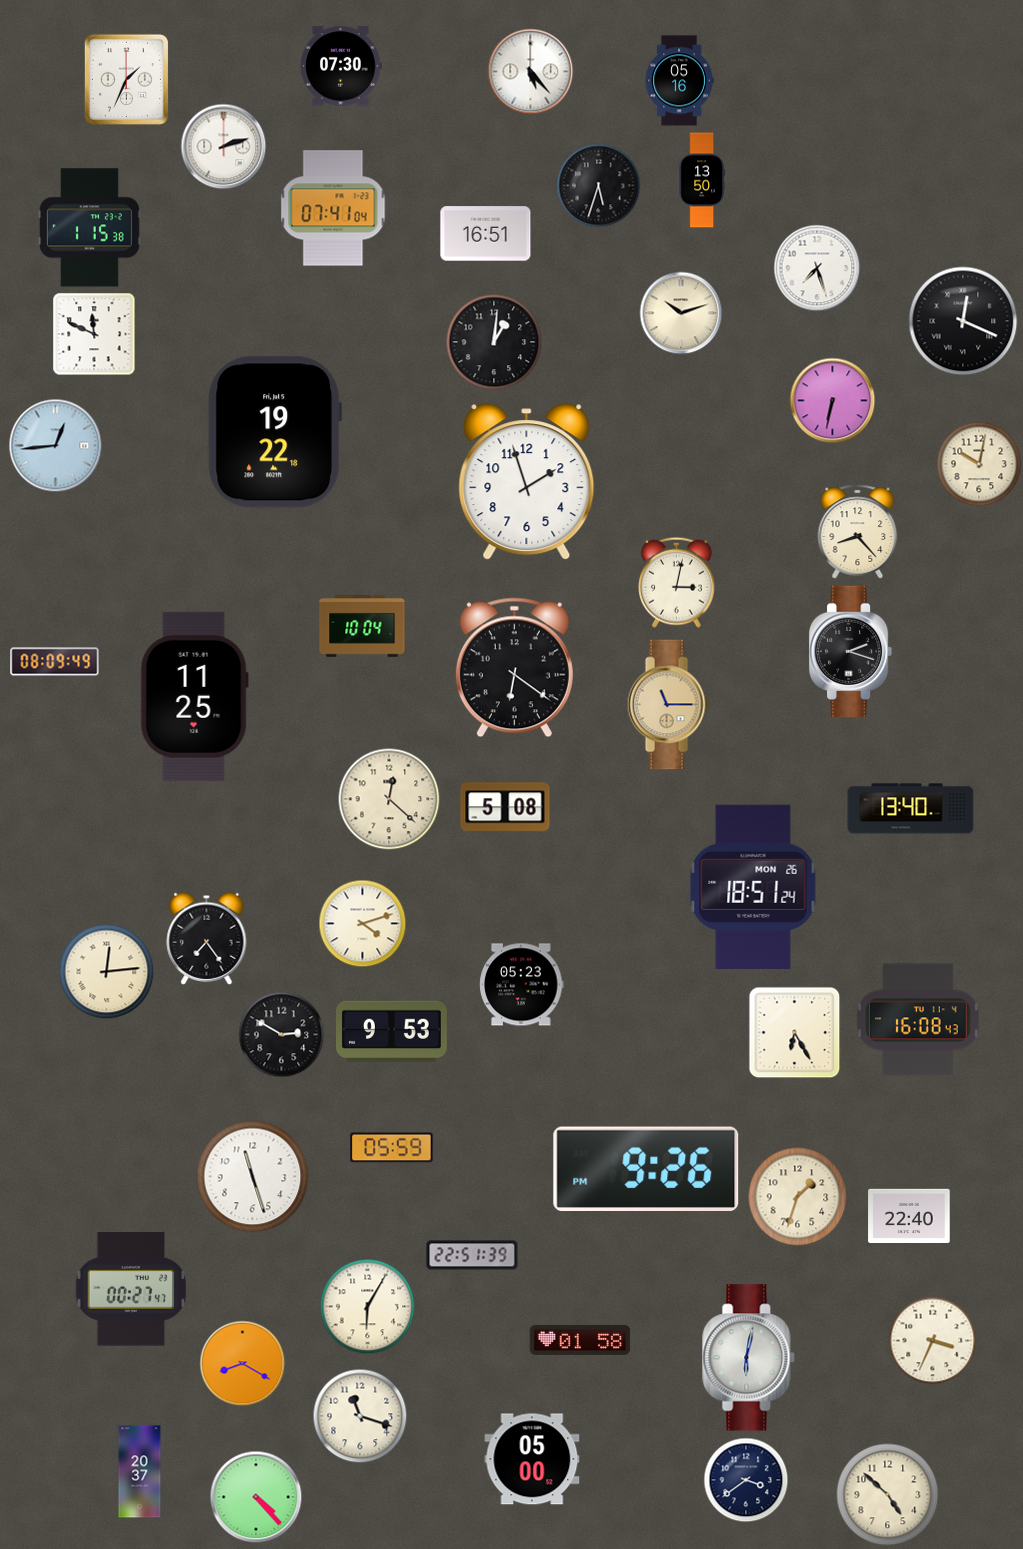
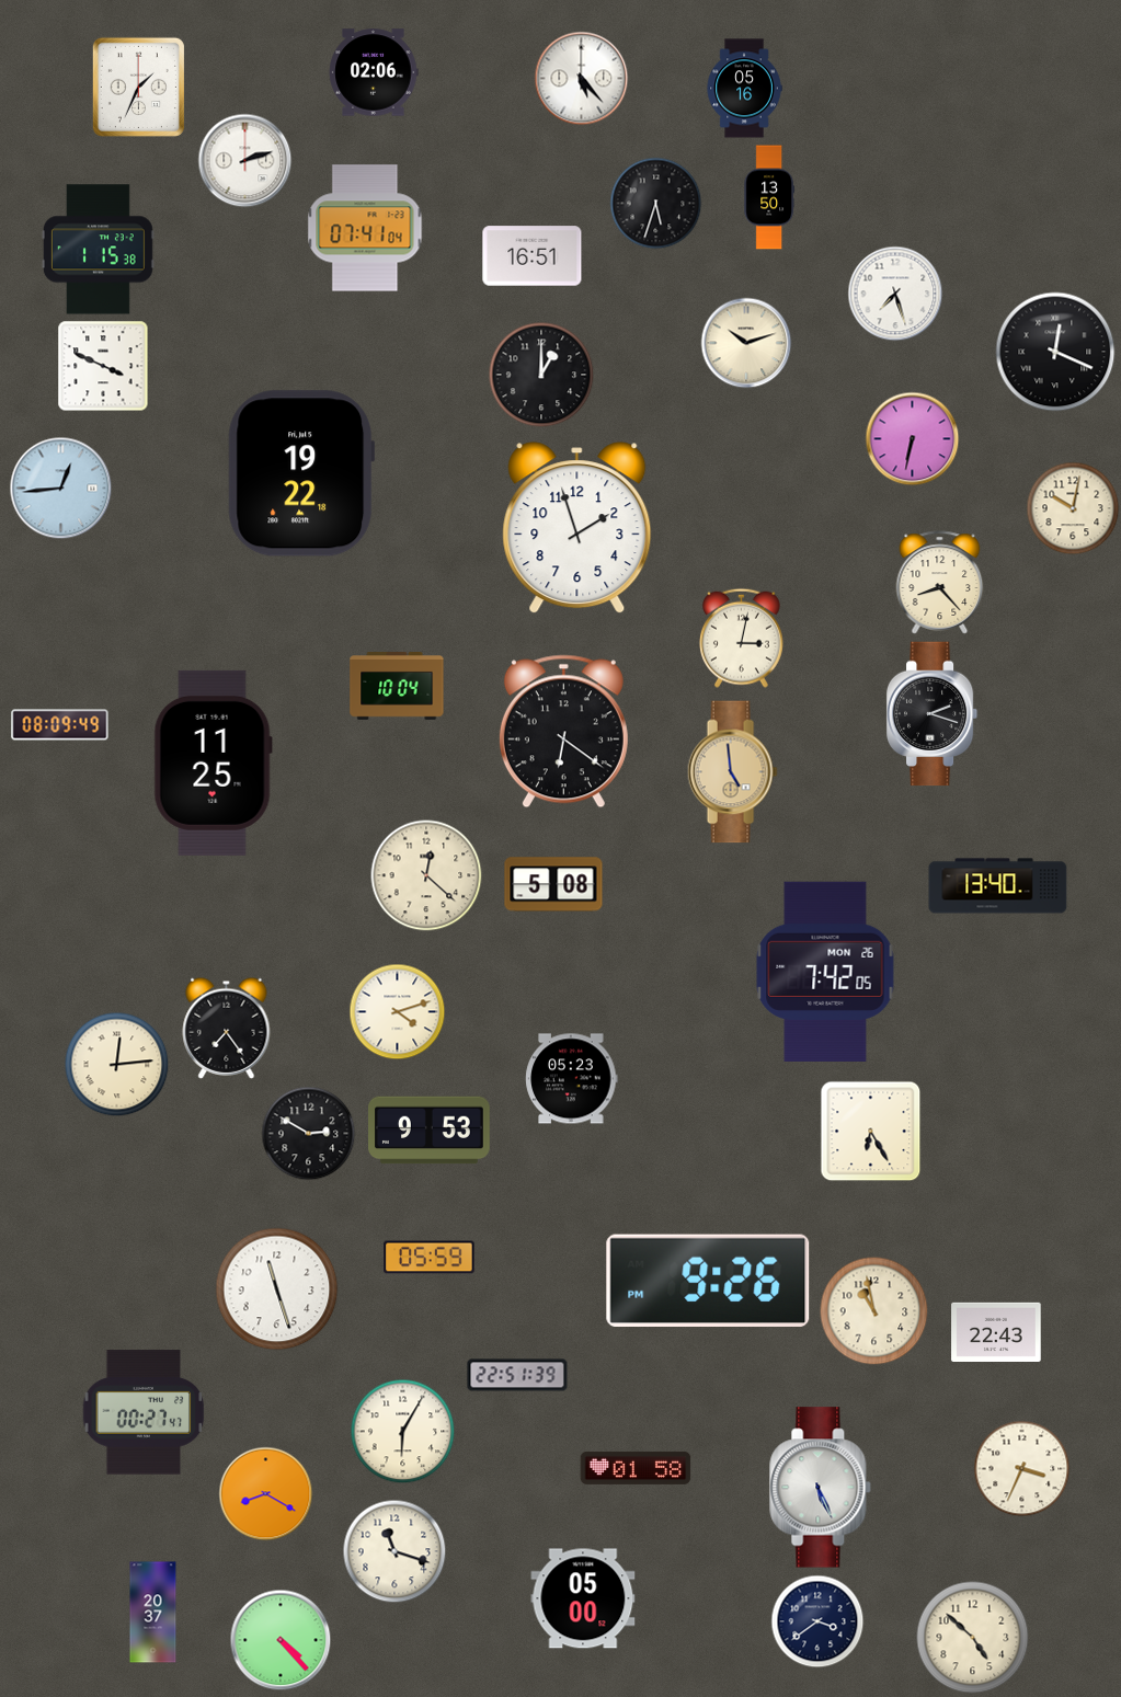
clock at (341, 66): 07:30 -> 02:06
clock at (94, 334): 11:49 -> 3:49
clock at (494, 342): 1:01 -> 1:00
clock at (668, 705): 11:15 -> 4:59
clock at (753, 887): 18:51 -> 7:42
clock at (919, 1020): 16:08 -> none
clock at (798, 1197): 1:33 -> 10:58
clock at (909, 1215): 22:40 -> 22:43
clock at (749, 1358): 6:02 -> 5:26
